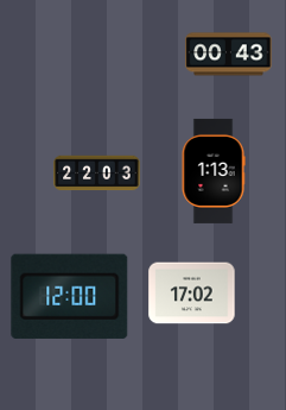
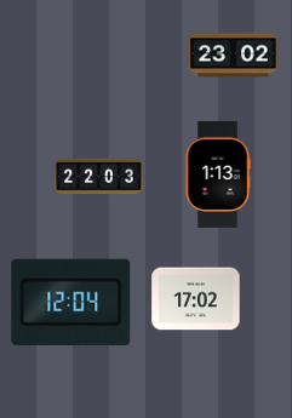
clock at (229, 55): 00:43 -> 23:02
clock at (70, 296): 12:00 -> 12:04
